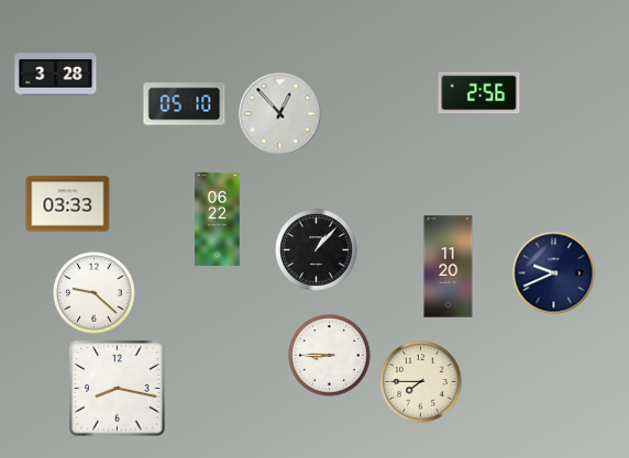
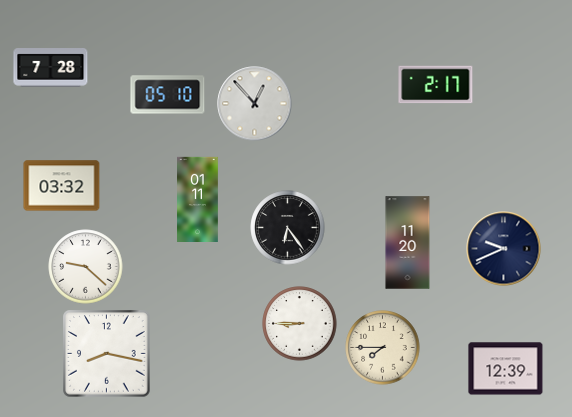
clock at (56, 75): 3:28 -> 7:28
clock at (479, 93): 2:56 -> 2:17
clock at (68, 204): 03:33 -> 03:32
clock at (218, 219): 06:22 -> 01:11
clock at (317, 250): 1:07 -> 6:24
clock at (506, 369): none -> 12:39
